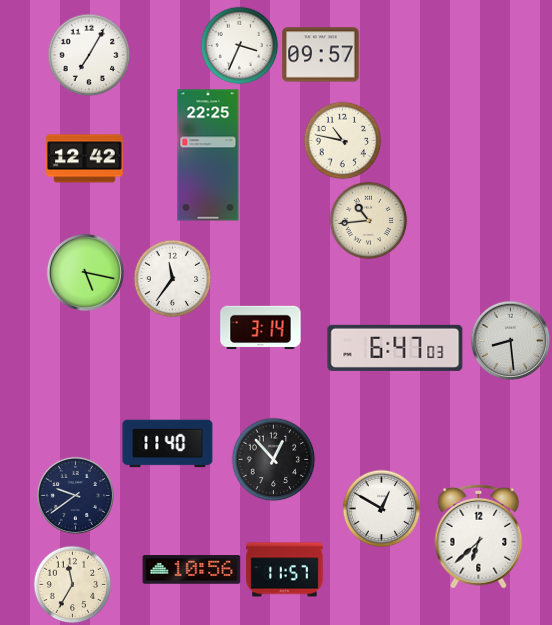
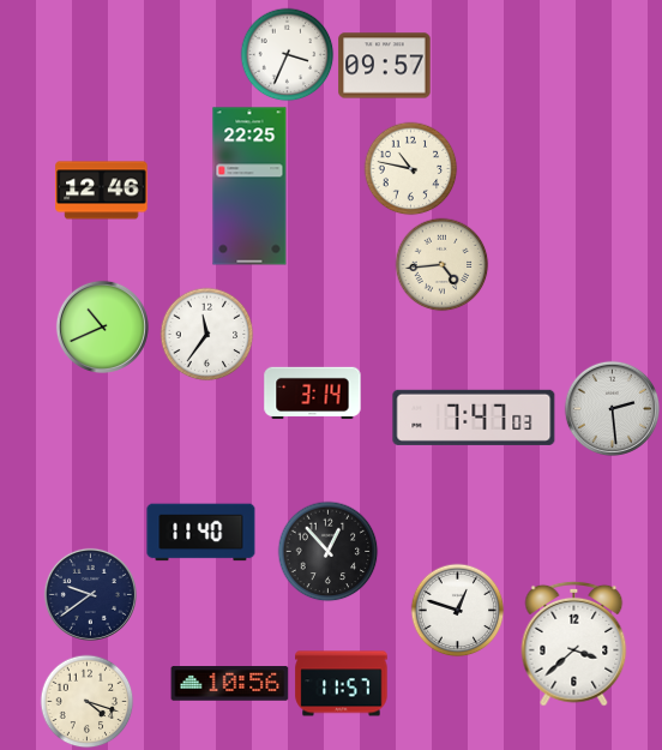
clock at (89, 55): 7:05 -> none
clock at (85, 159): 12:42 -> 12:46
clock at (368, 220): 10:44 -> 4:44
clock at (85, 272): 5:17 -> 10:41
clock at (510, 340): 8:29 -> 2:29
clock at (395, 348): 6:47 -> 7:47
clock at (381, 508): 12:50 -> 12:48
clock at (479, 536): 6:38 -> 3:38
clock at (72, 584): 11:35 -> 4:18
